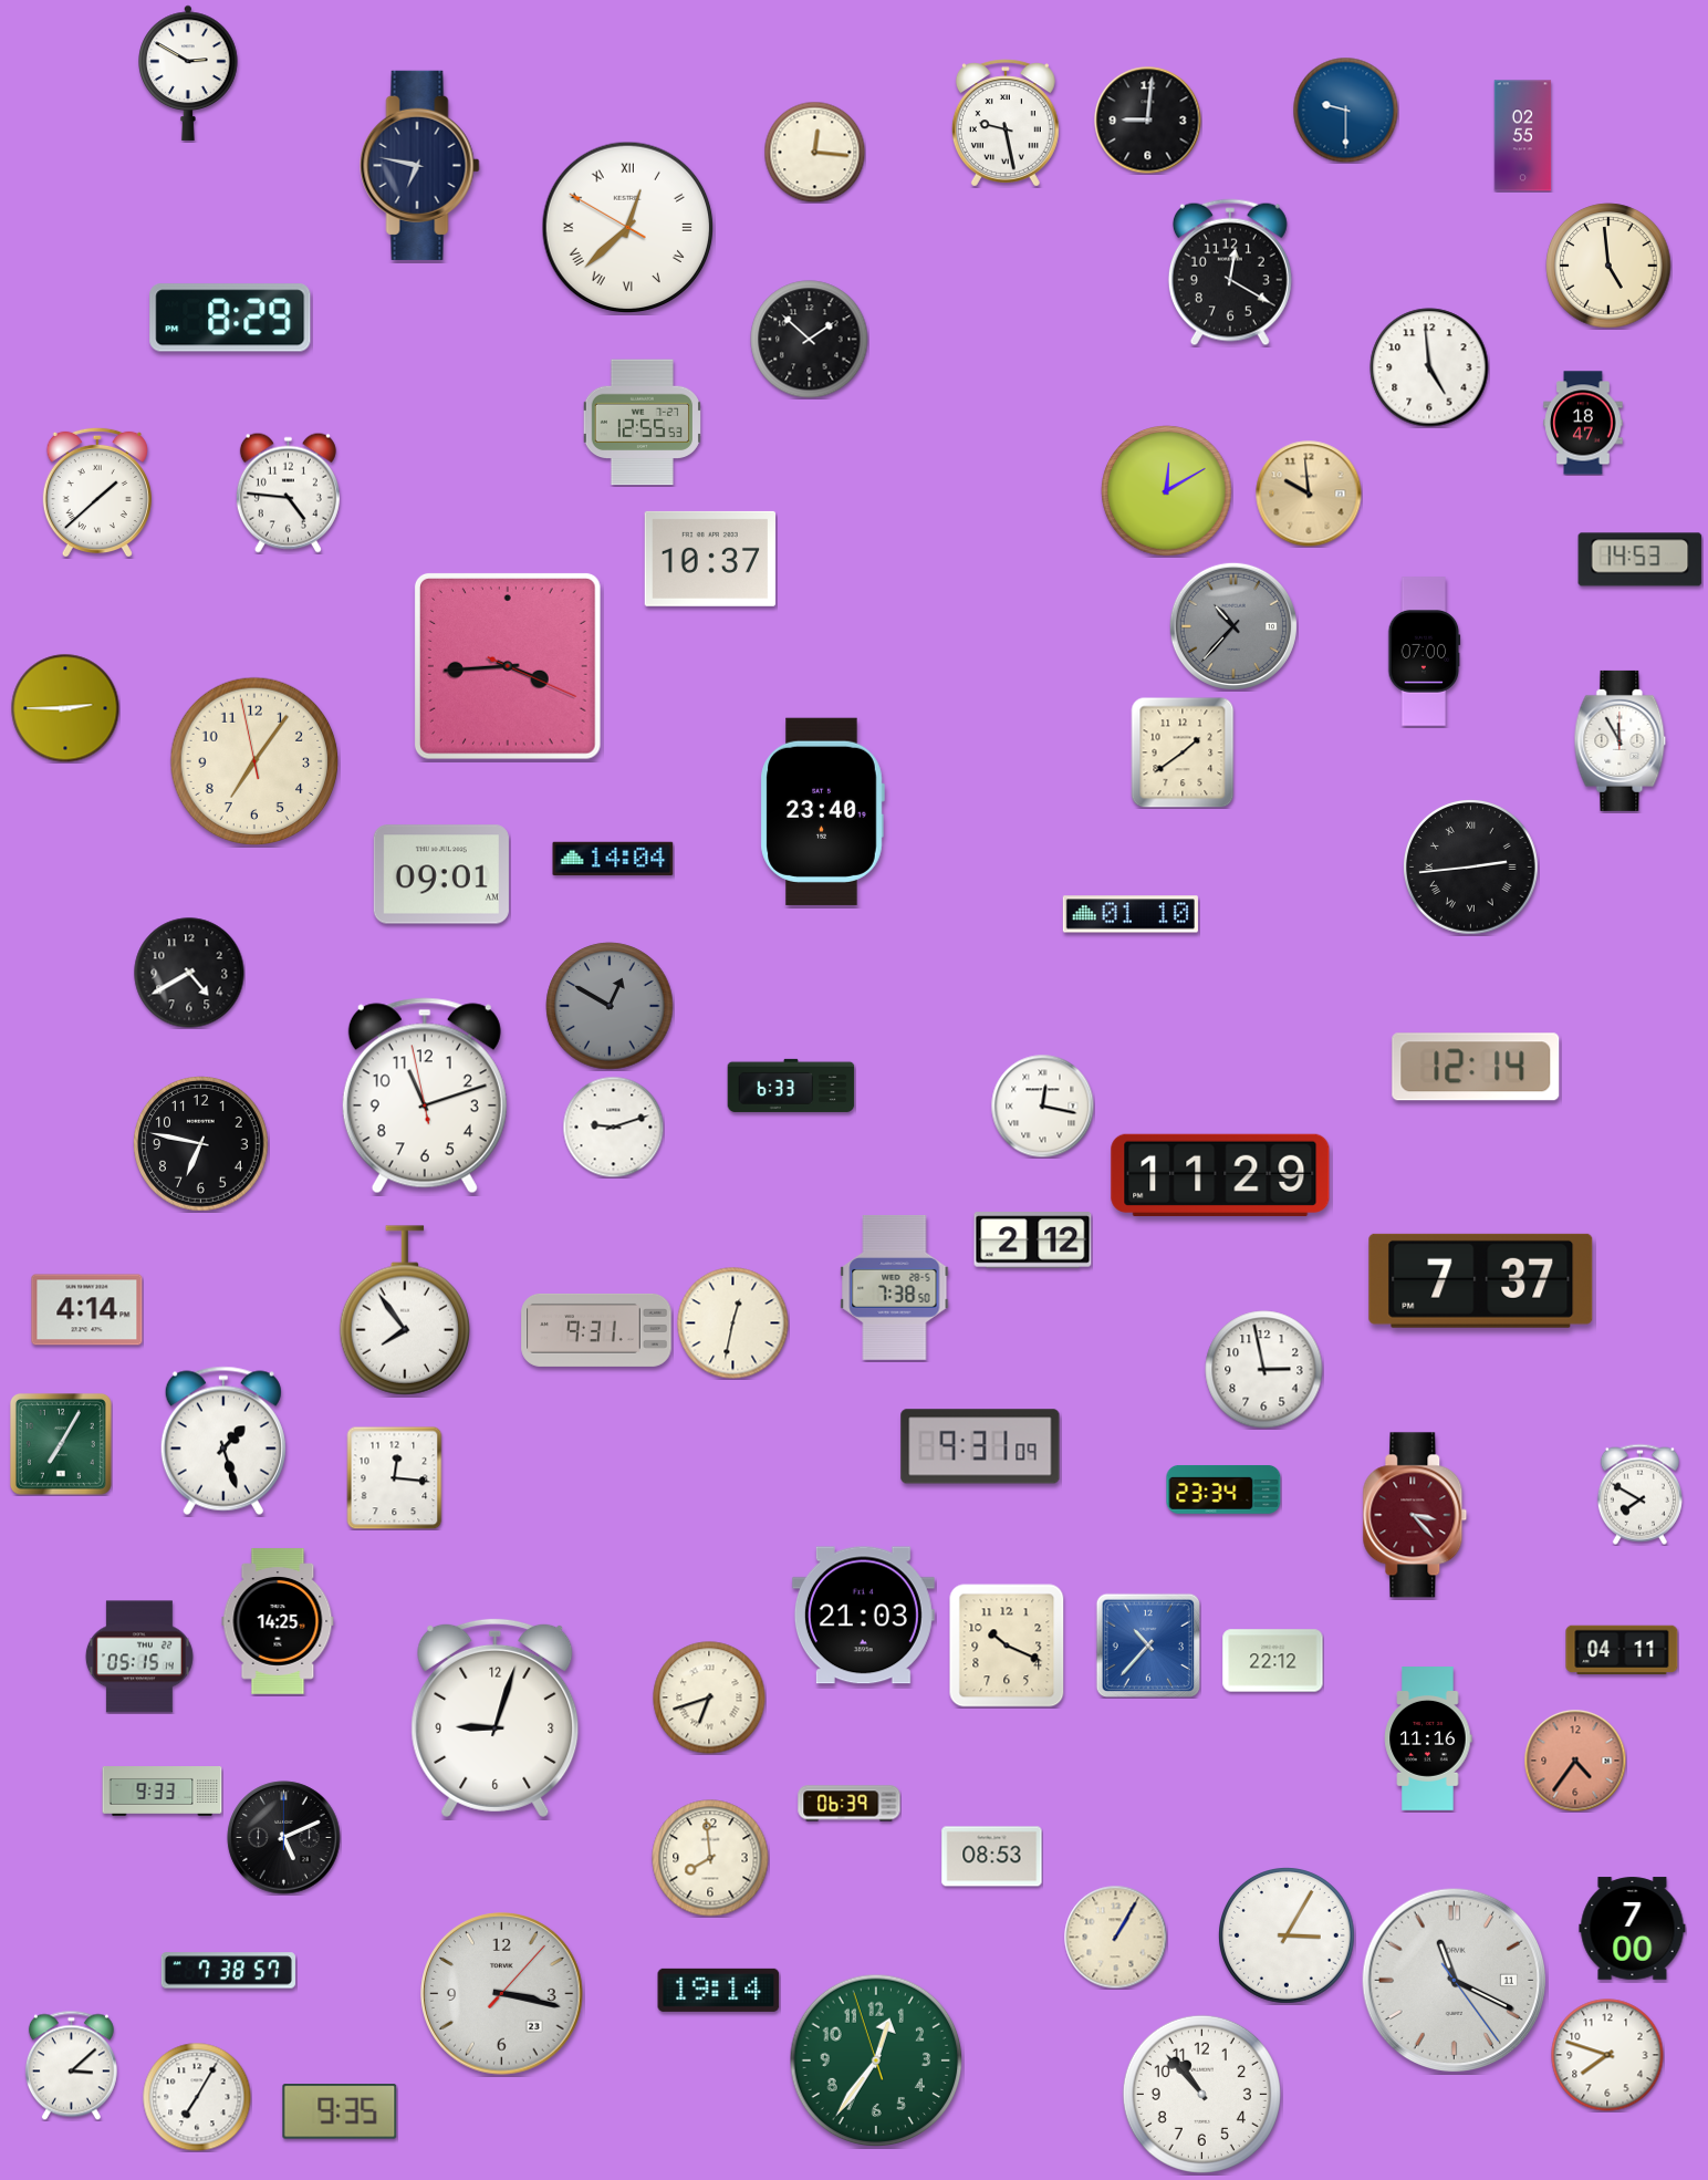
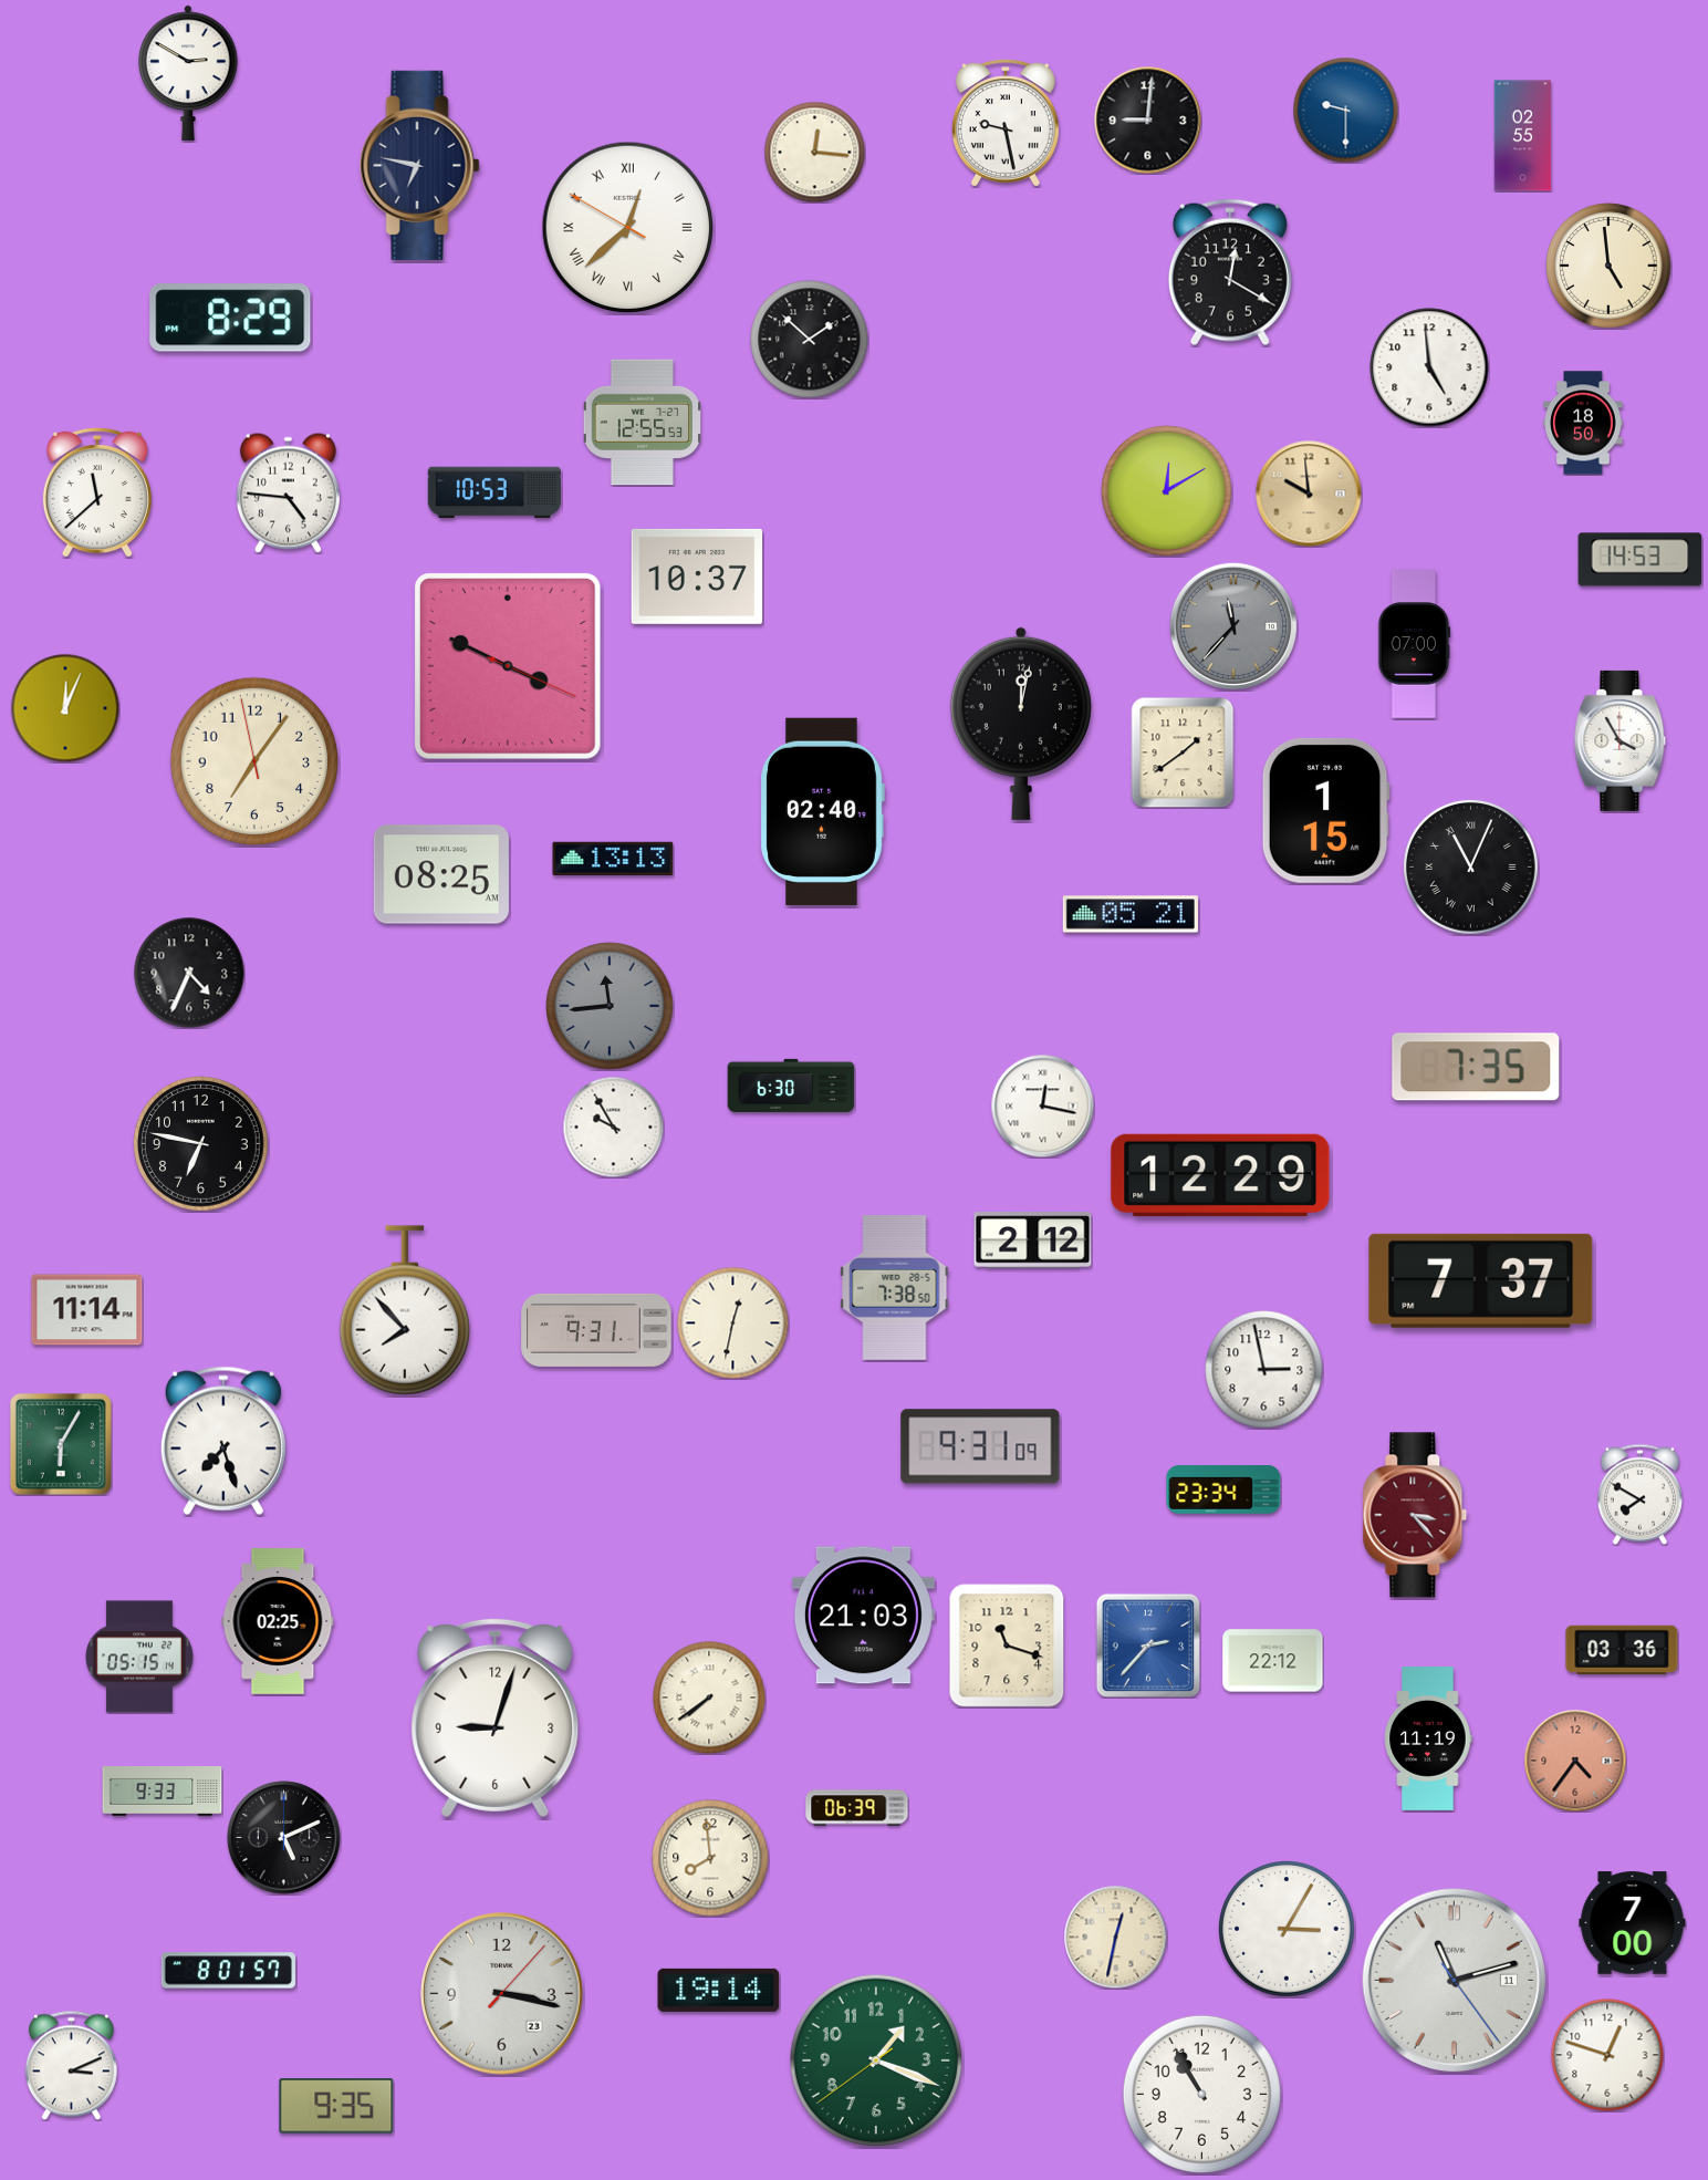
clock at (1583, 423): 18:47 -> 18:50
clock at (97, 492): 1:38 -> 11:38
clock at (493, 492): none -> 10:53
clock at (709, 559) position: (709, 559) -> (696, 577)
clock at (1233, 626): 10:37 -> 11:37
clock at (1425, 652) position: (1425, 652) -> (1415, 644)
clock at (508, 666): 3:44 -> 3:49
clock at (65, 708): 2:45 -> 12:04
clock at (1021, 724): none -> 12:02
clock at (1621, 740): 11:55 -> 3:55
clock at (1325, 810): none -> 1:15
clock at (822, 811): 23:40 -> 02:40
clock at (613, 858): 14:04 -> 13:13
clock at (1471, 868): 2:44 -> 11:04
clock at (441, 874): 09:01 -> 08:25
clock at (1131, 914): 01:10 -> 05:21
clock at (189, 973): 4:40 -> 4:34
clock at (610, 1006): 12:50 -> 11:44
clock at (1476, 1067): 12:14 -> 7:35
clock at (791, 1086): 6:33 -> 6:30
clock at (425, 1096): 11:11 -> none
clock at (613, 1127): 9:12 -> 9:55
clock at (1220, 1175): 11:29 -> 12:29
clock at (87, 1310): 4:14 -> 11:14
clock at (404, 1310): 7:54 -> 7:53
clock at (223, 1441): 1:27 -> 7:27
clock at (61, 1444): 7:05 -> 6:05
clock at (395, 1477): 12:16 -> none
clock at (278, 1621): 14:25 -> 02:25
clock at (1147, 1644): 10:37 -> 2:37
clock at (1007, 1646): 10:19 -> 11:18
clock at (1622, 1650): 04:11 -> 03:36
clock at (709, 1698): 6:42 -> 7:39
clock at (1428, 1740): 11:16 -> 11:19
clock at (850, 1804) position: (850, 1804) -> (857, 1808)
clock at (992, 1857): 08:53 -> none
clock at (1633, 1929) position: (1633, 1929) -> (1633, 1923)
clock at (1115, 1937): 1:05 -> 12:32
clock at (1288, 1937) position: (1288, 1937) -> (1288, 1930)
clock at (228, 1971): 7:38 -> 8:01
clock at (1455, 1981): 11:19 -> 11:12
clock at (1607, 2055): 7:48 -> 12:48
clock at (876, 2060): 12:35 -> 1:18
clock at (71, 2065): 3:08 -> 3:11
clock at (1201, 2094): 10:53 -> 10:55
clock at (197, 2097): 7:05 -> none
clock at (340, 2111) position: (340, 2111) -> (336, 2106)
